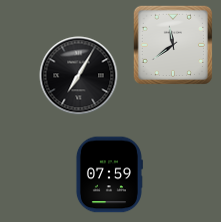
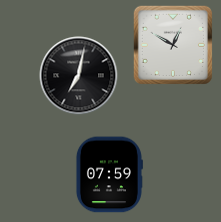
clock at (172, 44): 11:39 -> 12:50
clock at (79, 76): 7:05 -> 7:02
